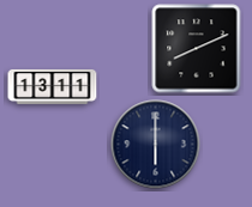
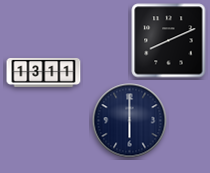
clock at (197, 49) position: (197, 49) -> (169, 41)
